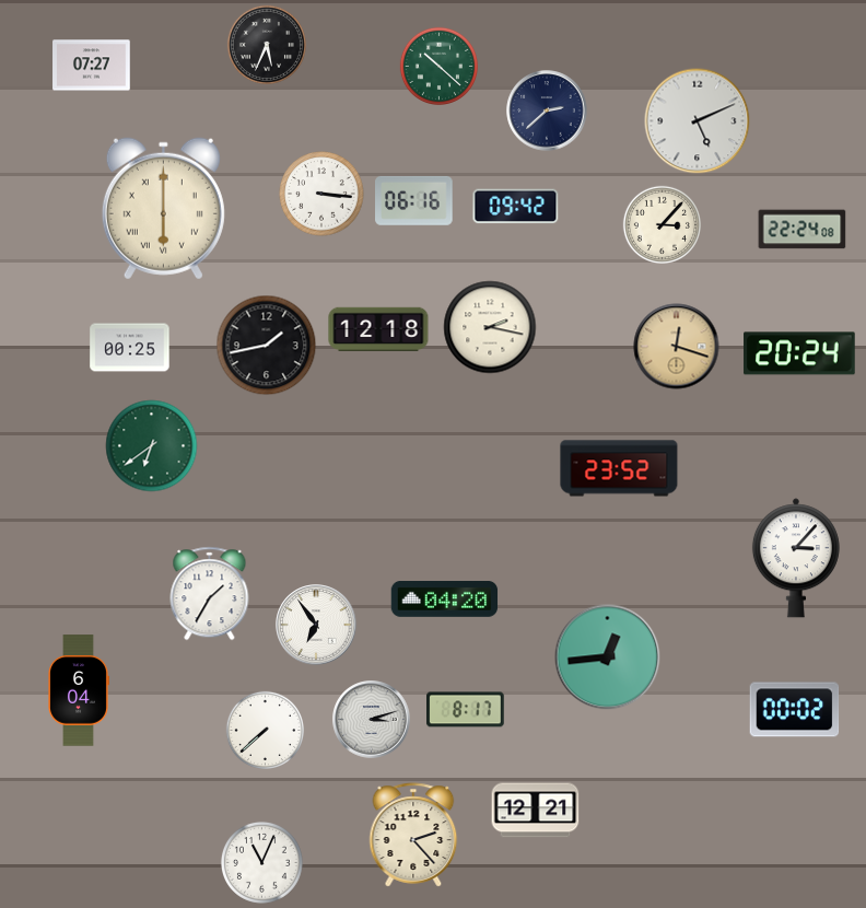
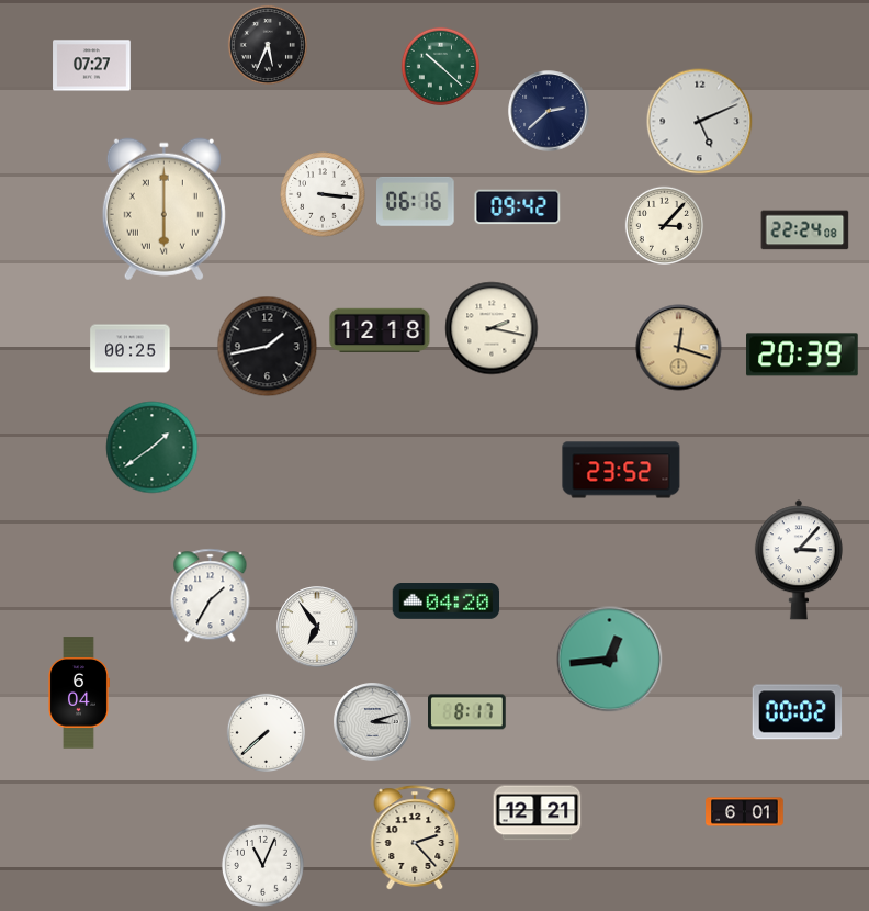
clock at (799, 353): 20:24 -> 20:39
clock at (152, 446): 6:39 -> 1:39
clock at (745, 812): none -> 6:01
